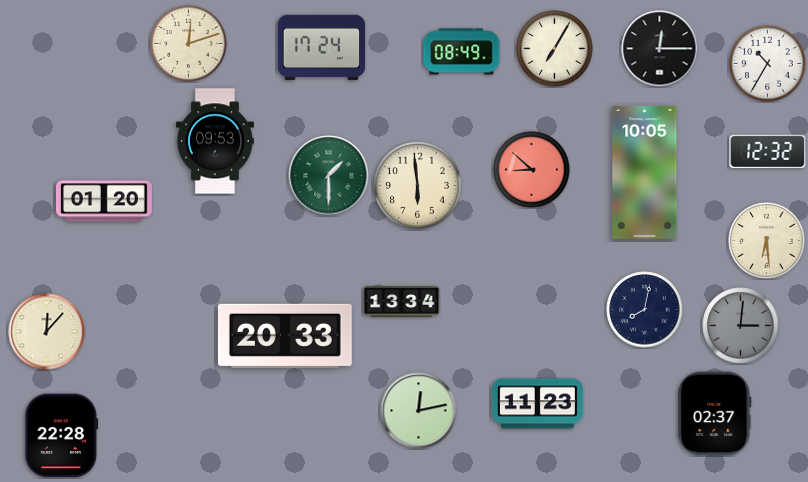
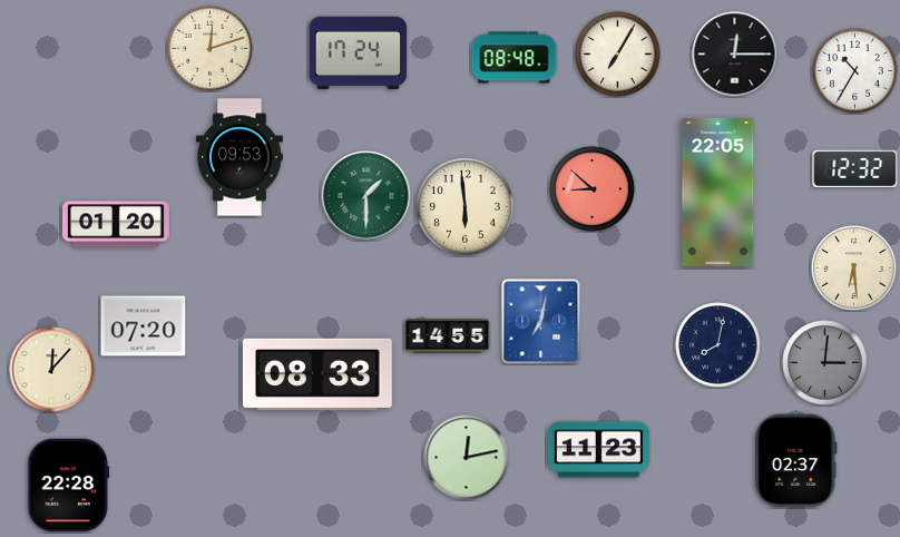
clock at (462, 52): 08:49 -> 08:48
clock at (645, 172): 10:05 -> 22:05
clock at (541, 322): none -> 7:02
clock at (144, 326): none -> 07:20
clock at (402, 302): 13:34 -> 14:55
clock at (285, 336): 20:33 -> 08:33
